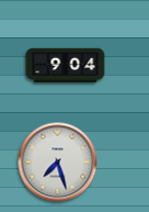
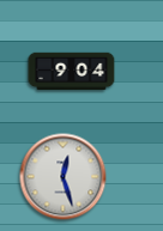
clock at (58, 163): 7:27 -> 12:27
